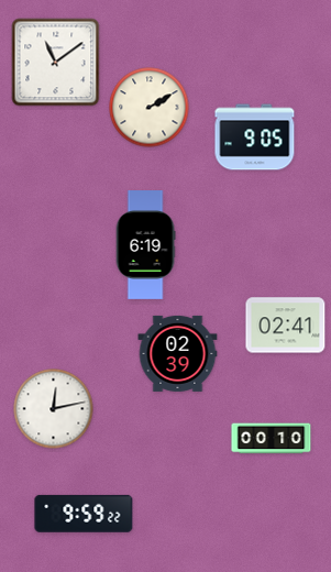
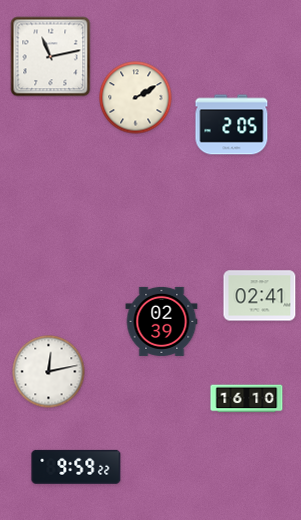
clock at (56, 63): 11:09 -> 11:13
clock at (255, 137): 9:05 -> 2:05
clock at (145, 245): 6:19 -> none
clock at (272, 439): 00:10 -> 16:10
